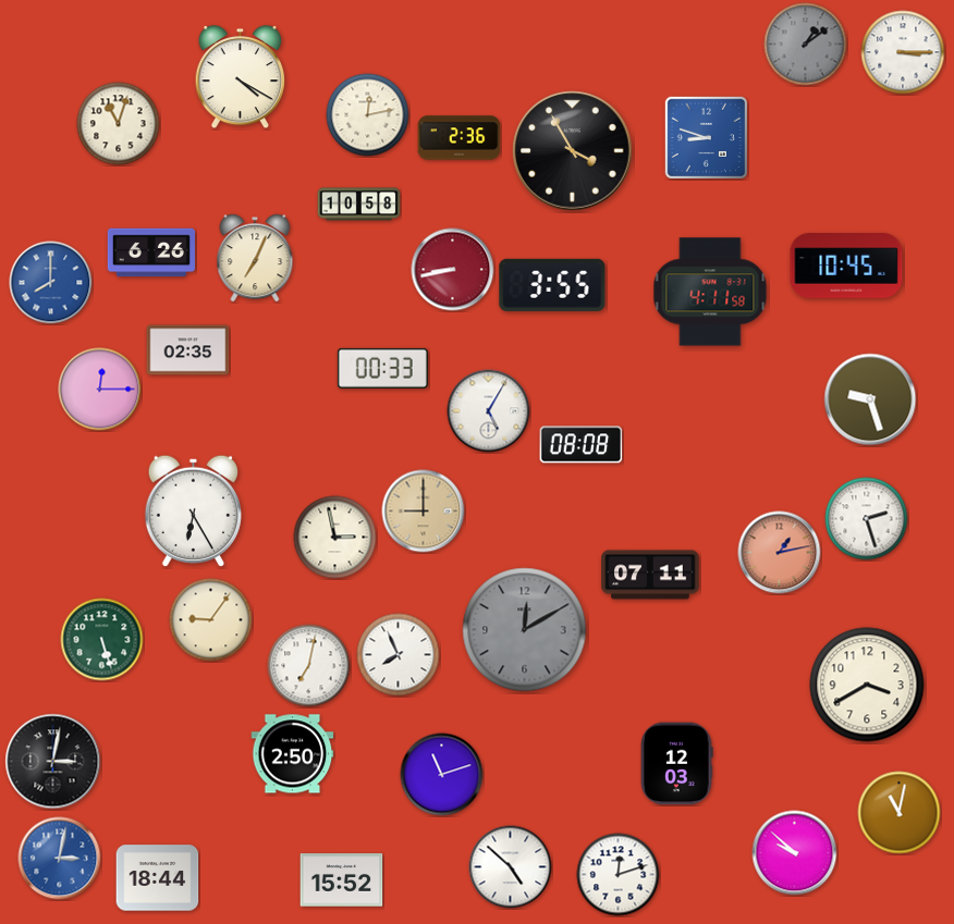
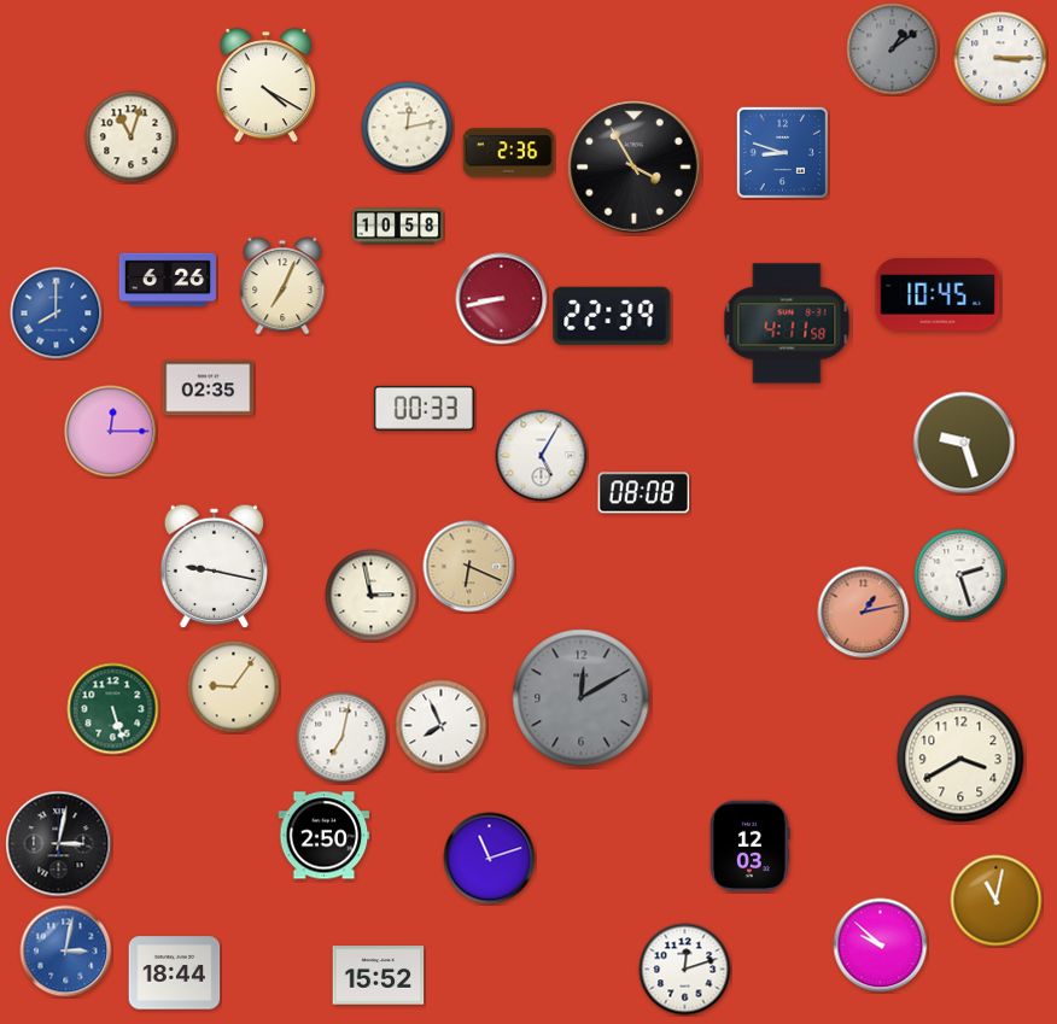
clock at (552, 285): 3:55 -> 22:39
clock at (193, 510): 6:25 -> 9:17
clock at (424, 512): 9:00 -> 6:19
clock at (650, 575): 07:11 -> none
clock at (511, 867): 4:52 -> none
